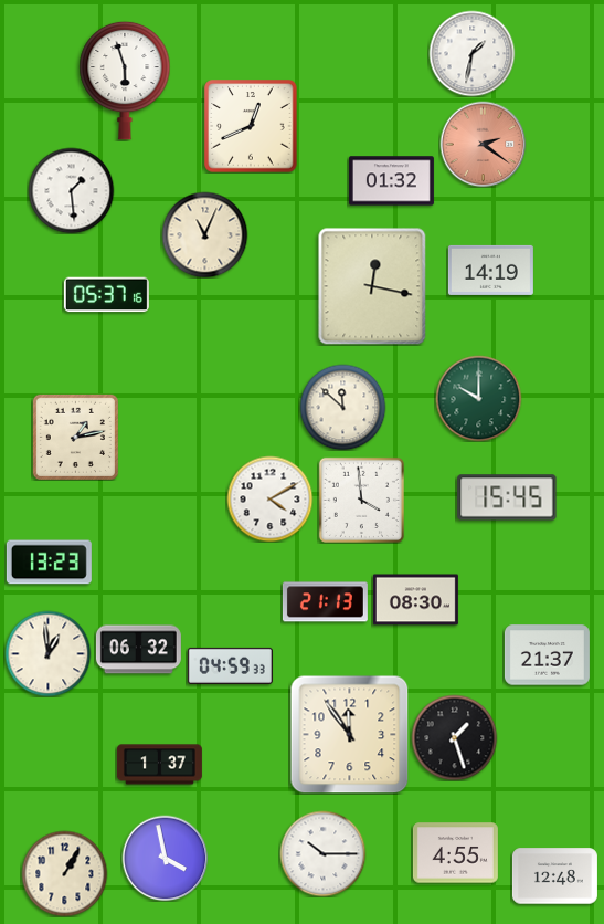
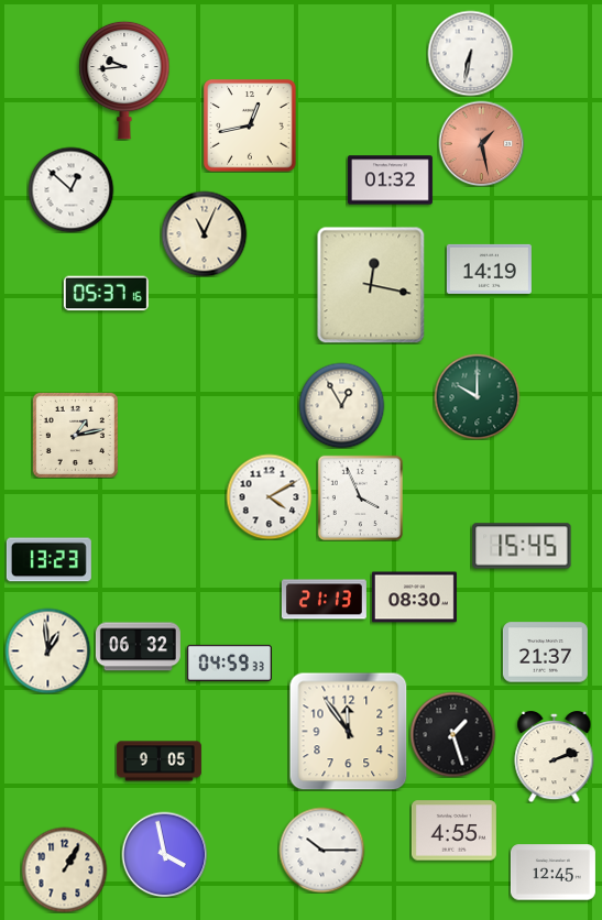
clock at (471, 53): 1:32 -> 6:32
clock at (125, 81): 5:57 -> 9:44
clock at (251, 126): 12:41 -> 12:43
clock at (483, 144): 2:21 -> 1:28
clock at (71, 190): 1:29 -> 12:52
clock at (342, 407): 11:52 -> 12:55
clock at (507, 497) position: (507, 497) -> (522, 546)
clock at (361, 500): 3:59 -> 3:56
clock at (555, 757): none -> 2:12
clock at (159, 765): 1:37 -> 9:05
clock at (455, 853) position: (455, 853) -> (453, 831)
clock at (554, 876): 12:48 -> 12:45
